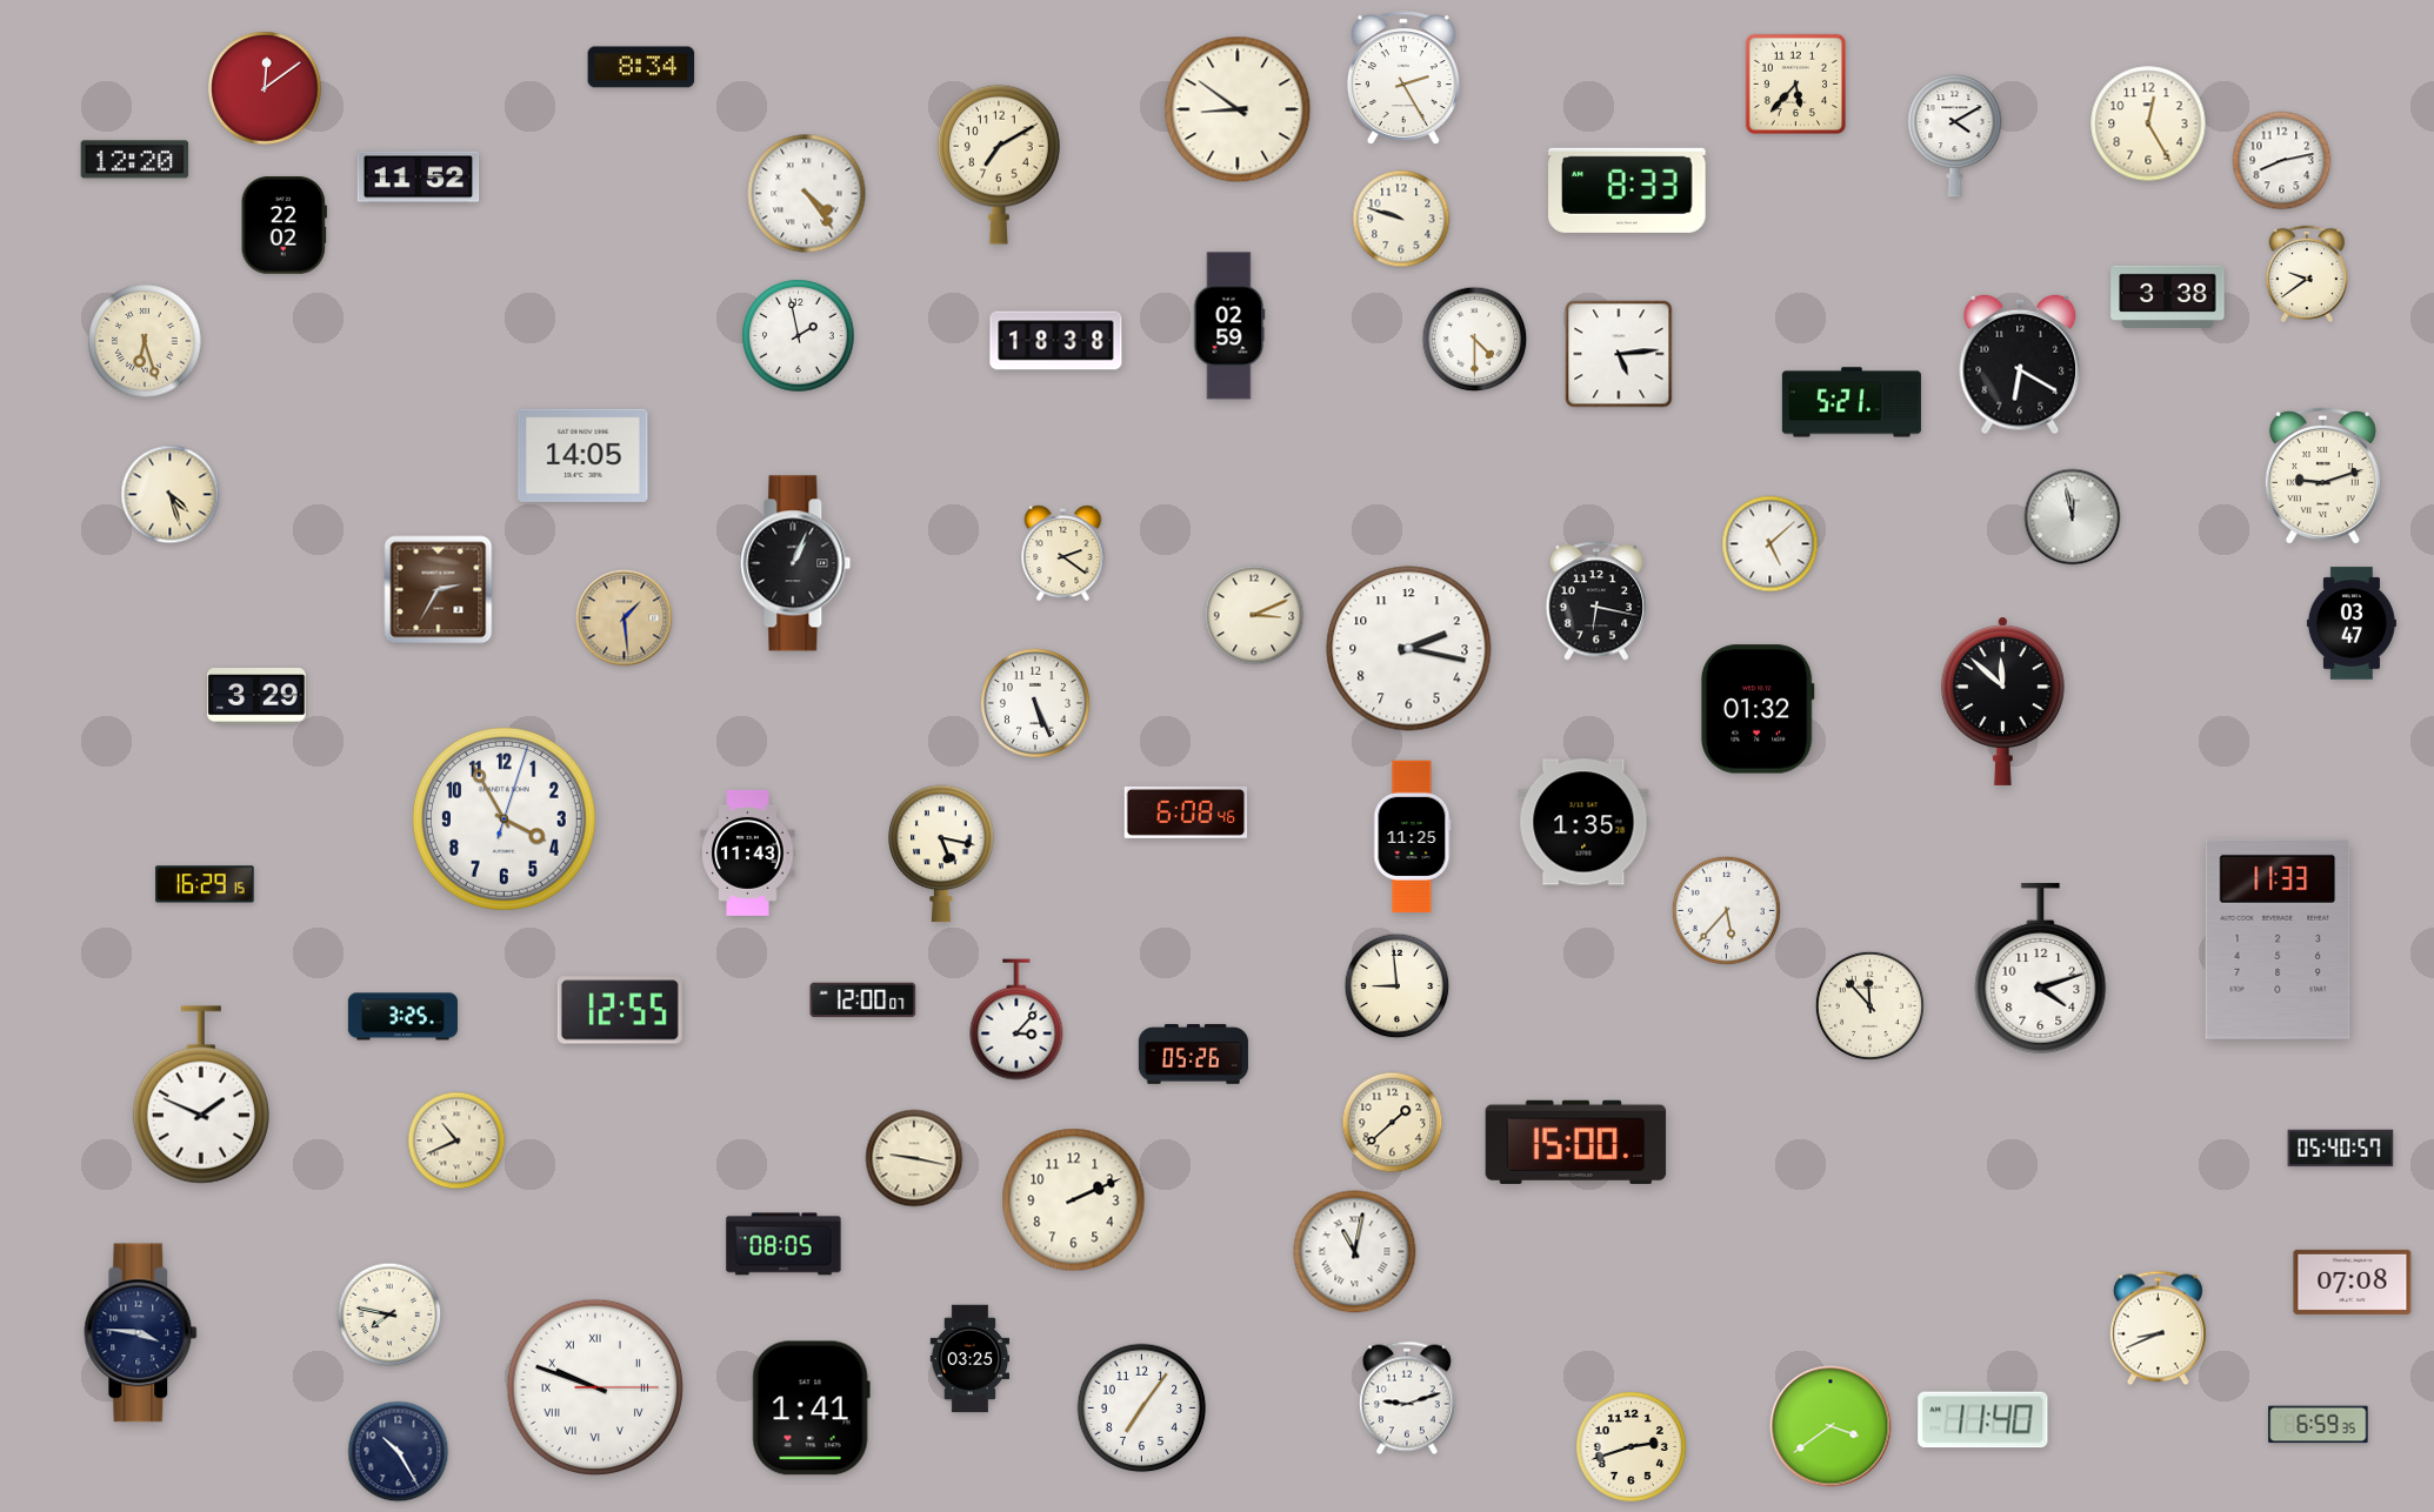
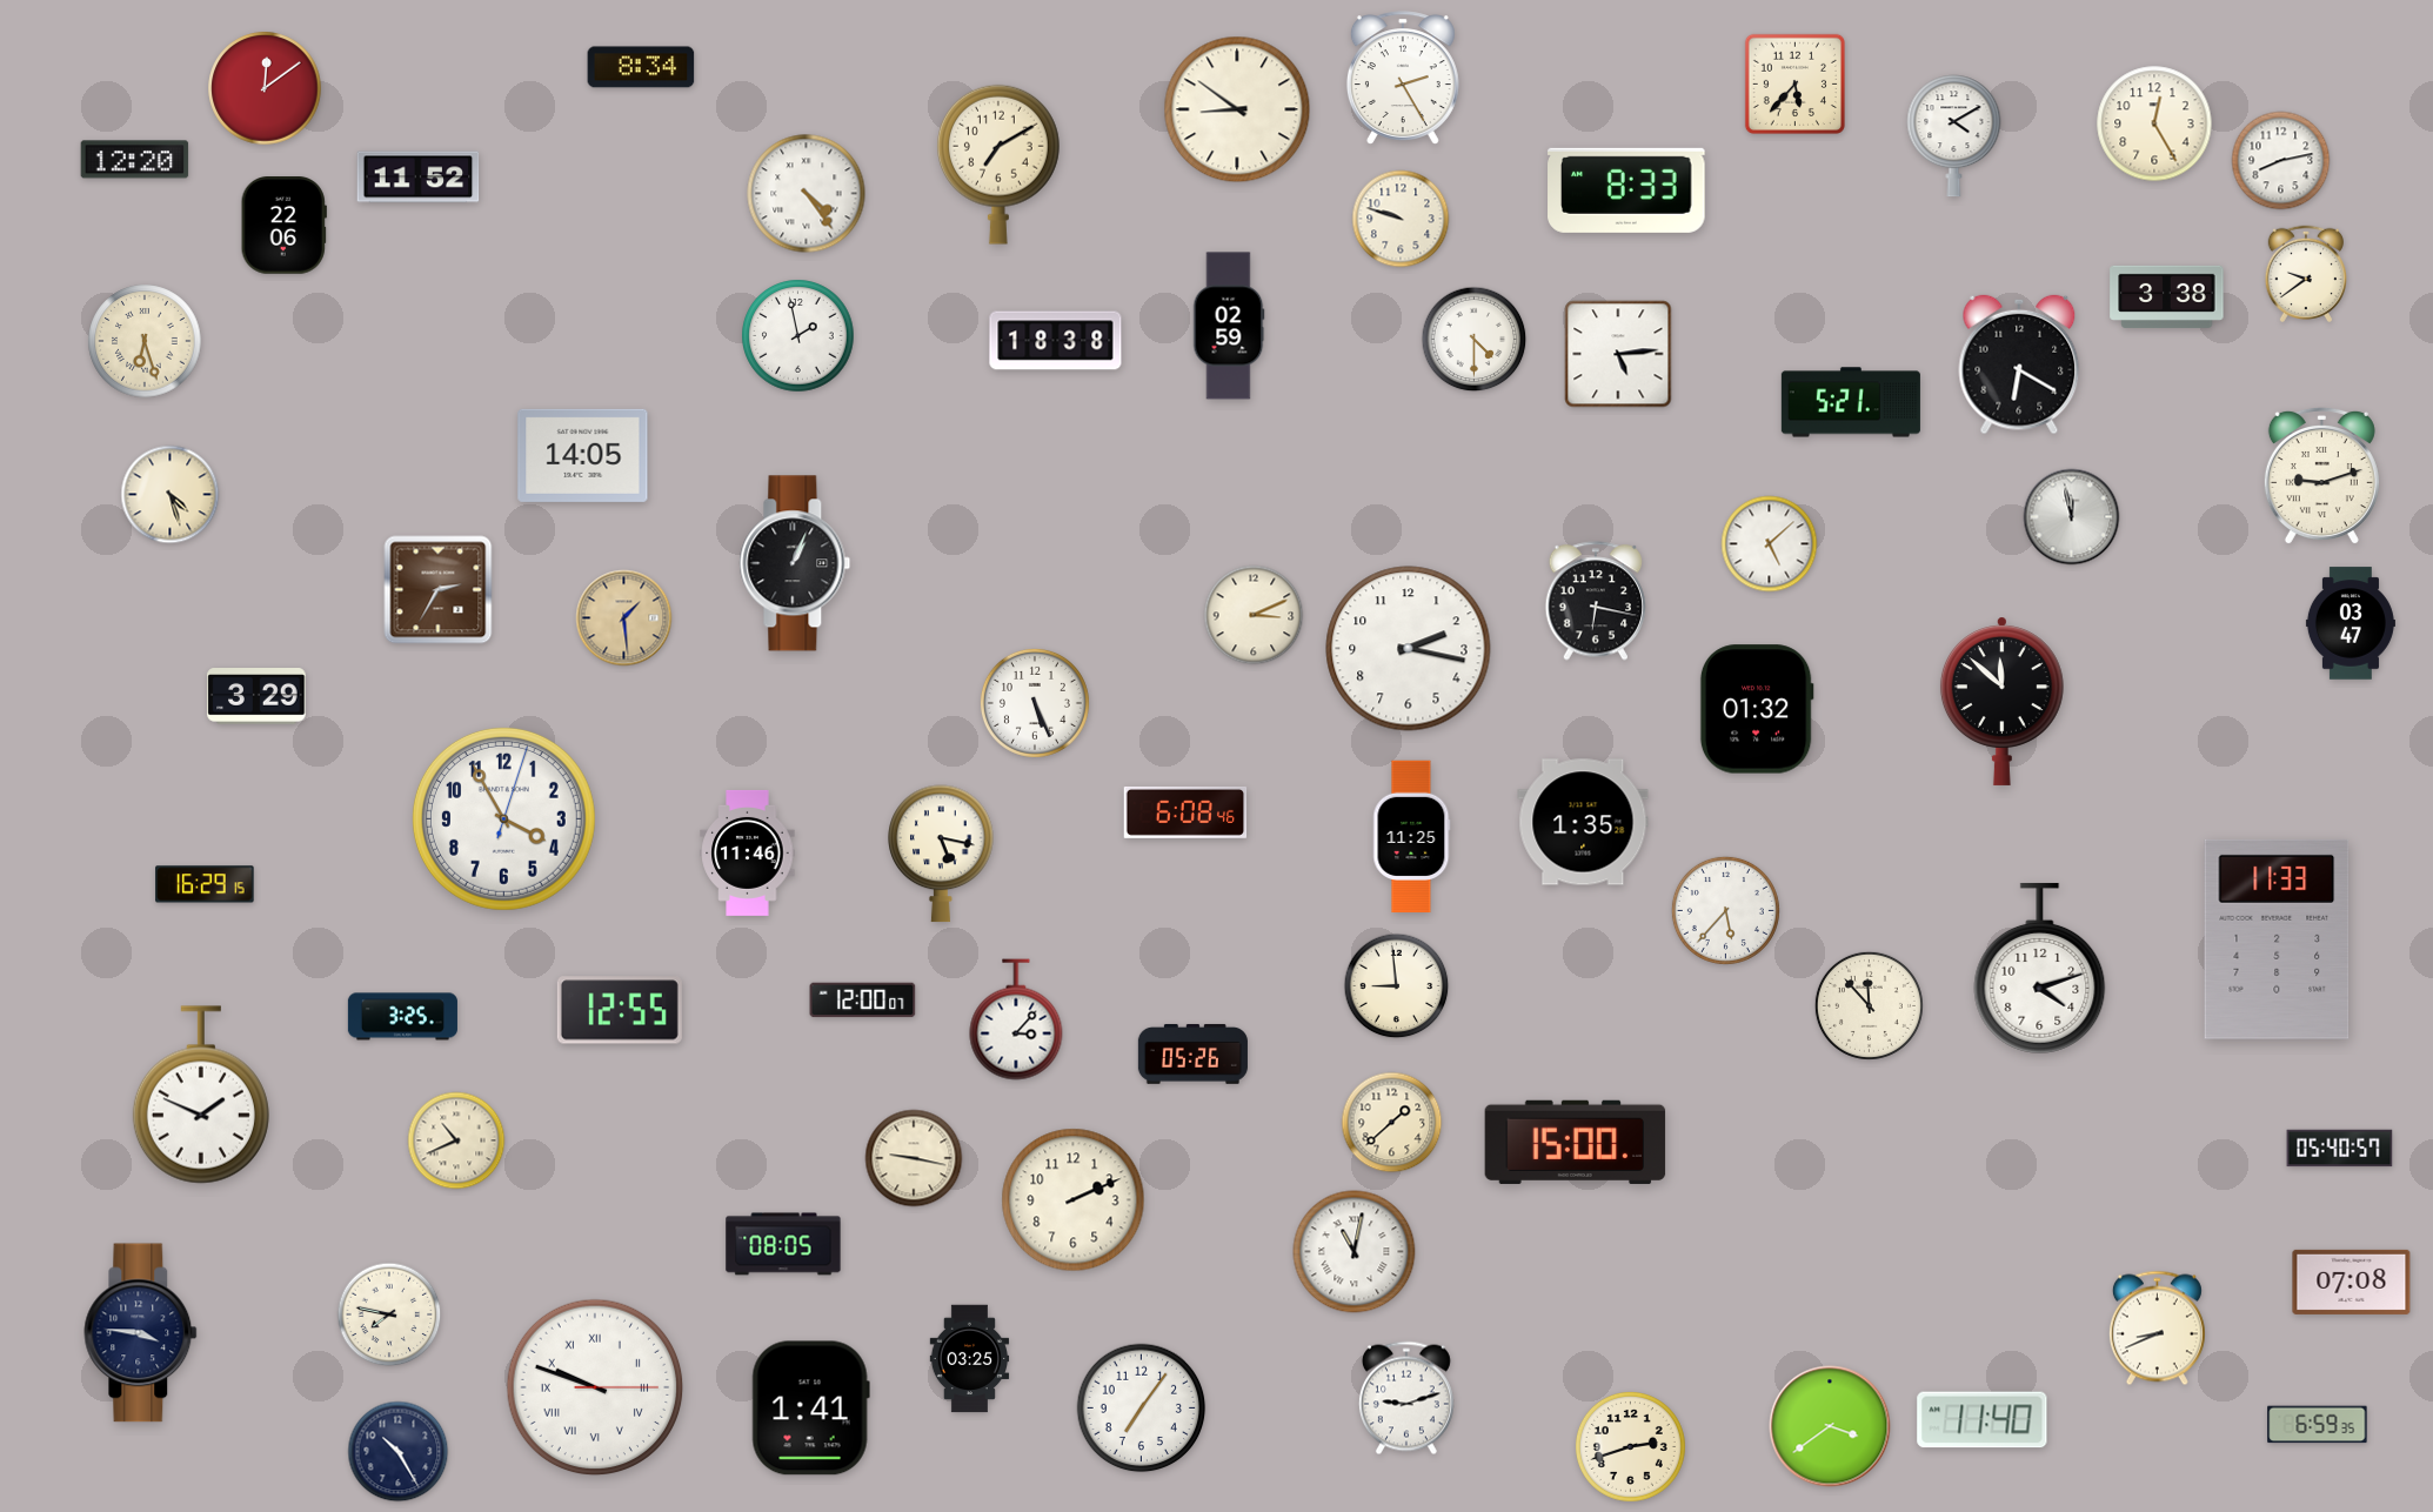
clock at (2148, 123) position: (2148, 123) -> (2154, 123)
clock at (284, 226): 22:02 -> 22:06
clock at (1063, 554): 2:21 -> none
clock at (748, 852): 11:43 -> 11:46
